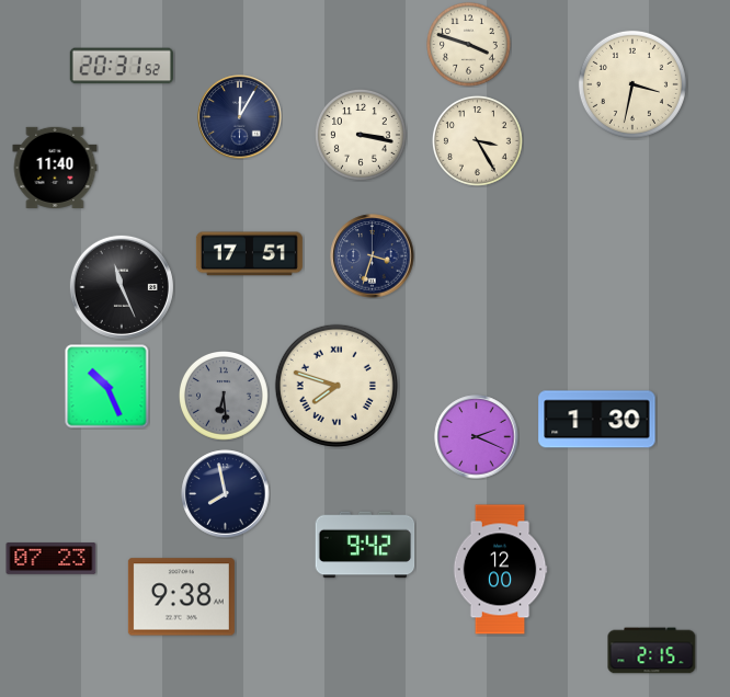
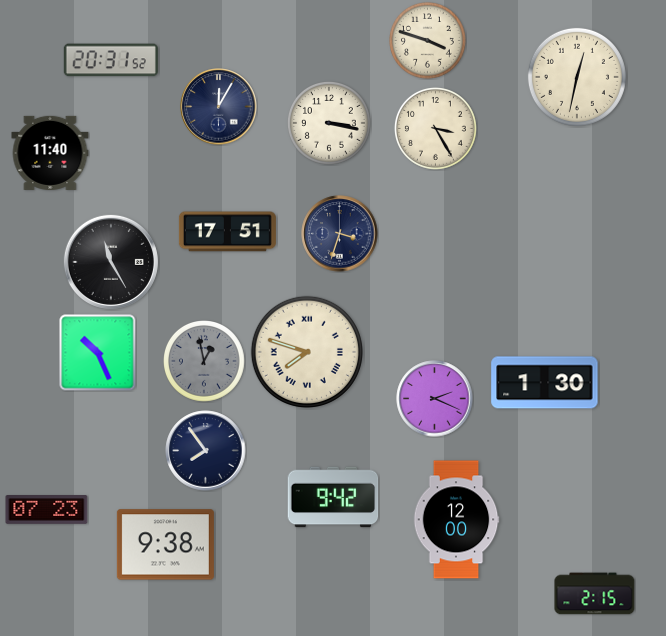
clock at (632, 84): 3:32 -> 12:32
clock at (122, 287): 11:26 -> 11:25
clock at (225, 397): 6:29 -> 12:58
clock at (226, 494): 7:58 -> 7:54
